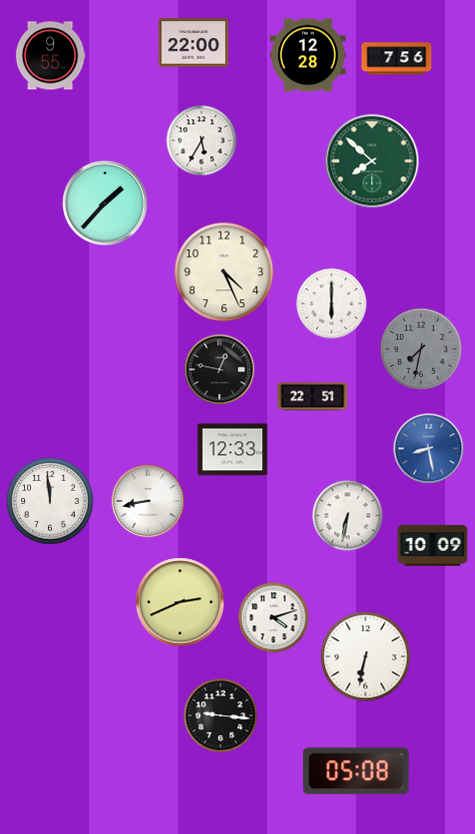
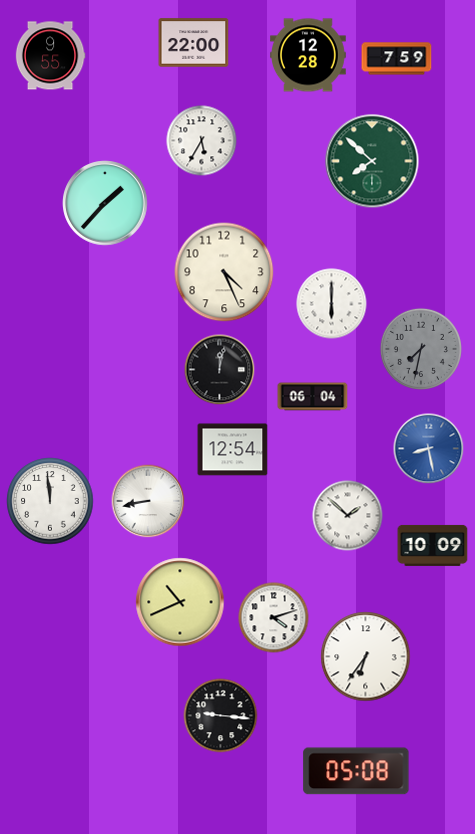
clock at (397, 59): 7:56 -> 7:59
clock at (220, 370): 12:47 -> 12:02
clock at (313, 397): 22:51 -> 06:04
clock at (233, 450): 12:33 -> 12:54
clock at (348, 516): 6:32 -> 1:52
clock at (180, 602): 2:41 -> 10:41
clock at (366, 657): 6:32 -> 6:36
